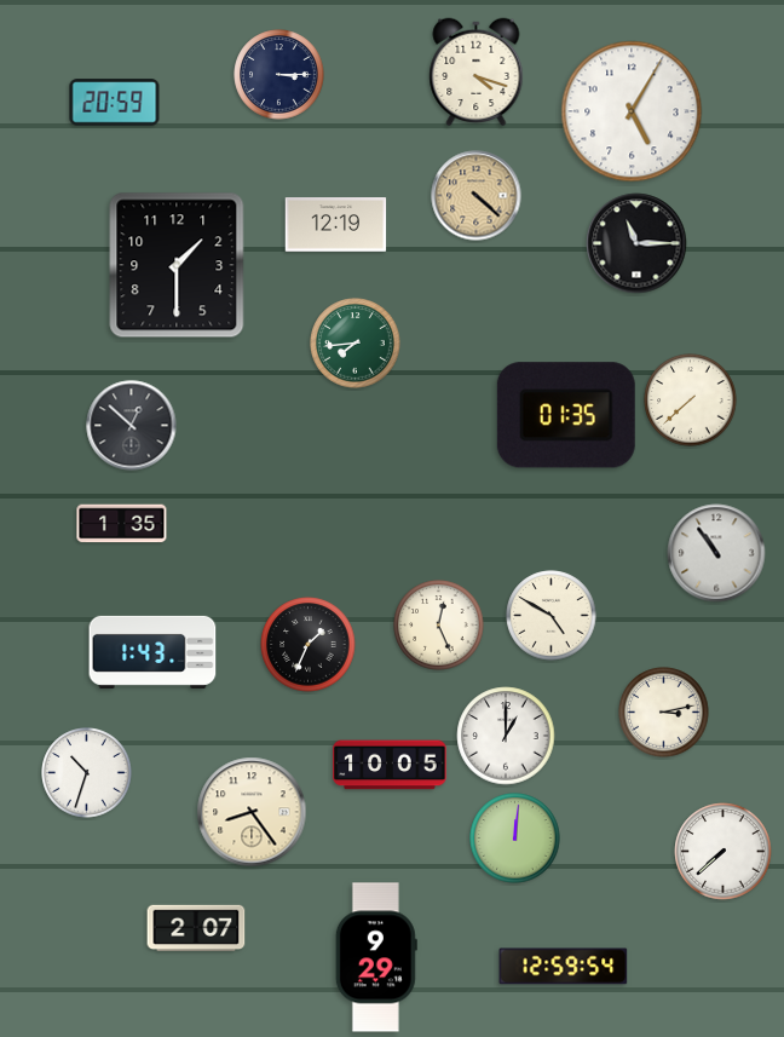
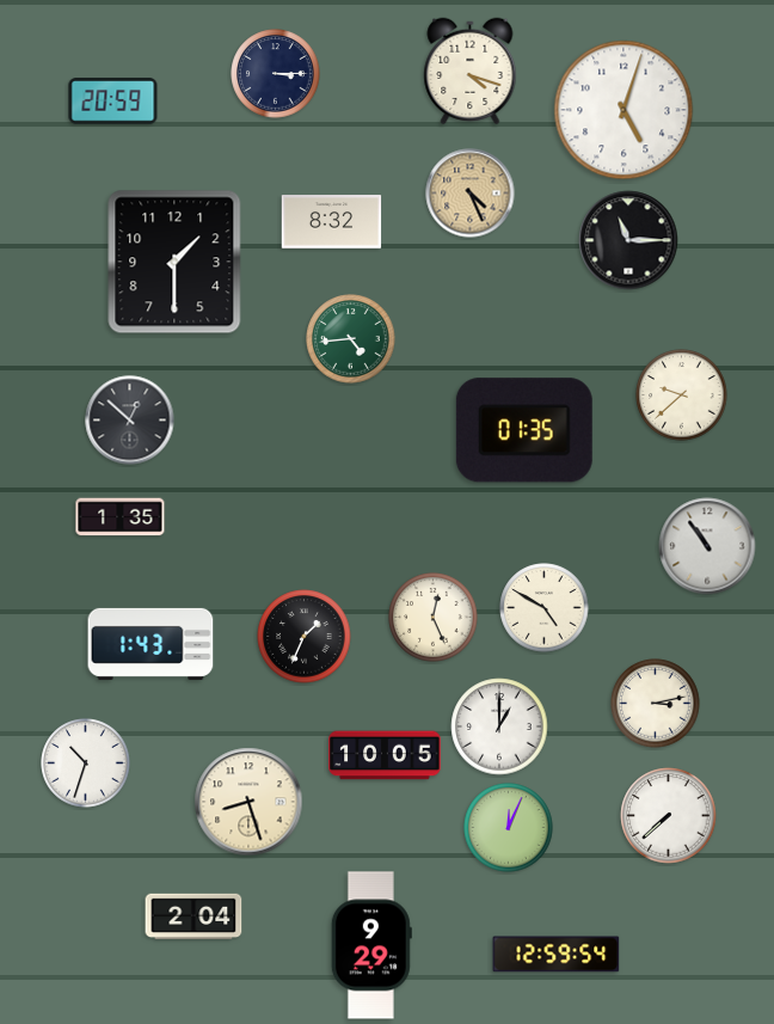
clock at (632, 111): 5:05 -> 5:03
clock at (477, 196): 4:22 -> 4:26
clock at (336, 225): 12:19 -> 8:32
clock at (356, 344): 7:44 -> 4:44
clock at (691, 401): 7:38 -> 9:38
clock at (566, 415) position: (566, 415) -> (524, 430)
clock at (252, 812): 8:24 -> 8:27
clock at (515, 839): 12:01 -> 12:04
clock at (724, 852) position: (724, 852) -> (669, 816)
clock at (196, 927): 2:07 -> 2:04
